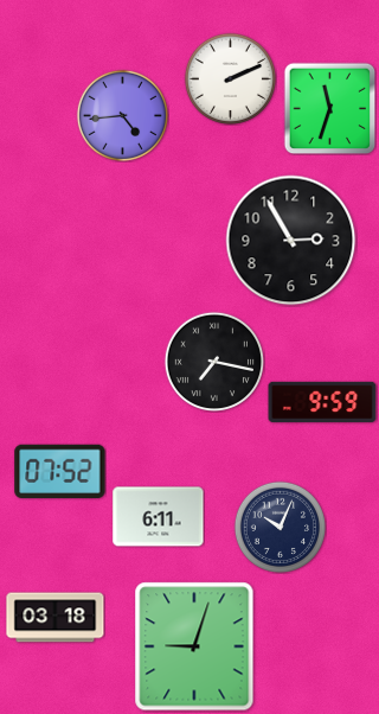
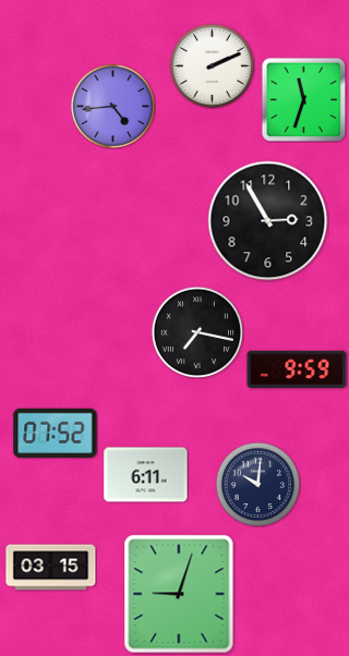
clock at (230, 78) position: (230, 78) -> (212, 65)
clock at (280, 527): 10:04 -> 10:01
clock at (56, 618): 03:18 -> 03:15
